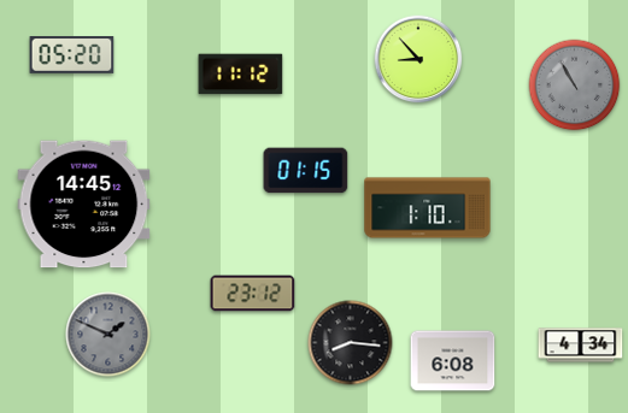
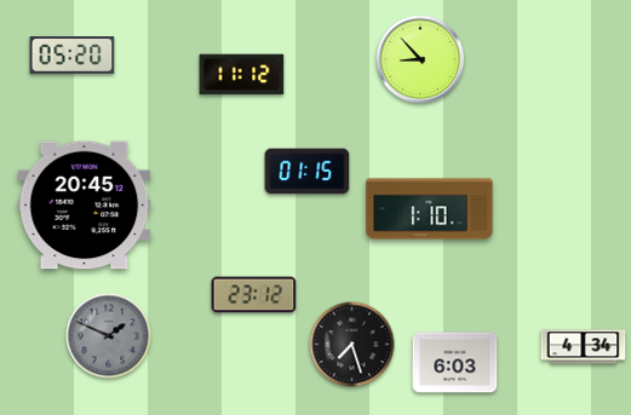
clock at (575, 85): 10:55 -> none
clock at (84, 205): 14:45 -> 20:45
clock at (351, 343): 8:16 -> 7:27
clock at (453, 361): 6:08 -> 6:03
